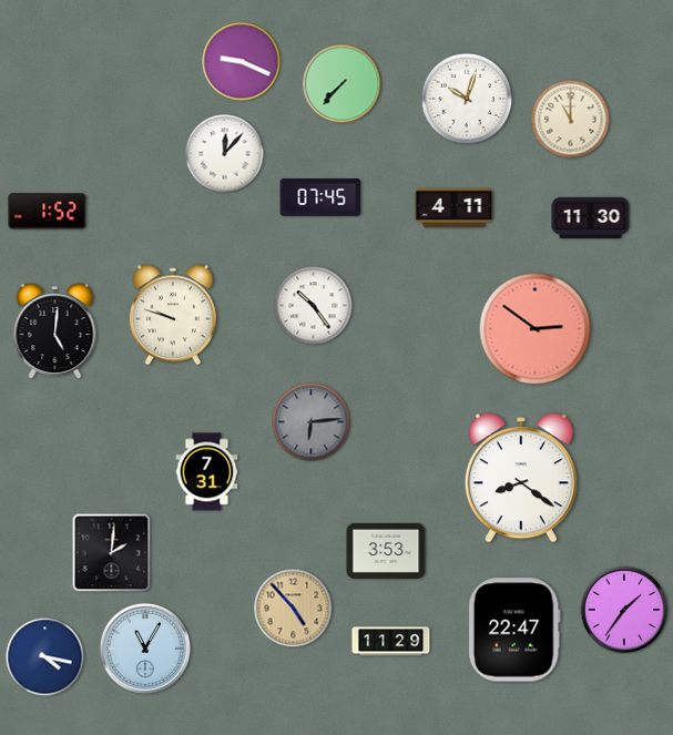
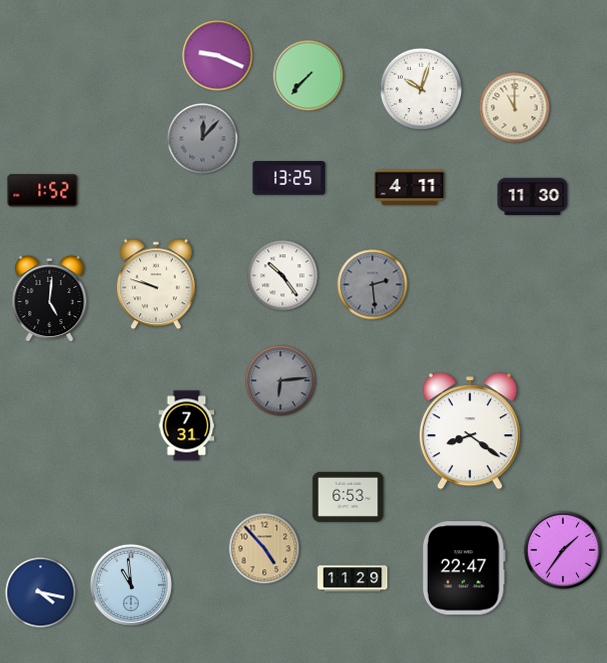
clock at (225, 154) dial: white -> grey
clock at (320, 197): 07:45 -> 13:25
clock at (373, 285): none -> 2:29
clock at (536, 329): 2:51 -> none
clock at (386, 551): 3:53 -> 6:53
clock at (112, 553): 2:01 -> none
clock at (145, 649): 11:05 -> 10:59
